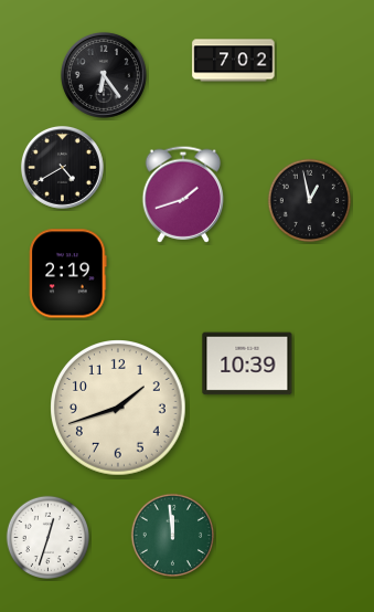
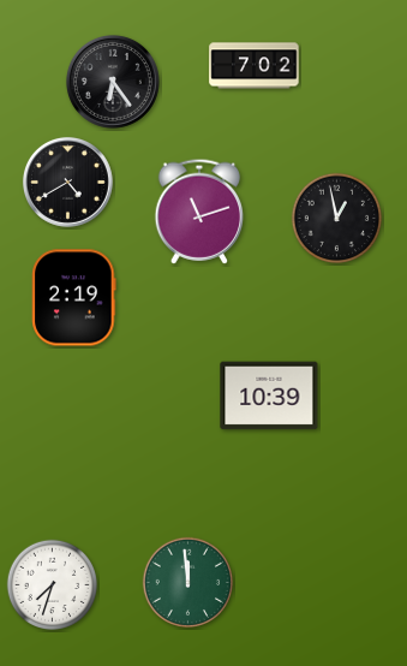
clock at (183, 194): 1:42 -> 11:12
clock at (118, 408): 1:42 -> none
clock at (49, 538): 12:33 -> 7:33
